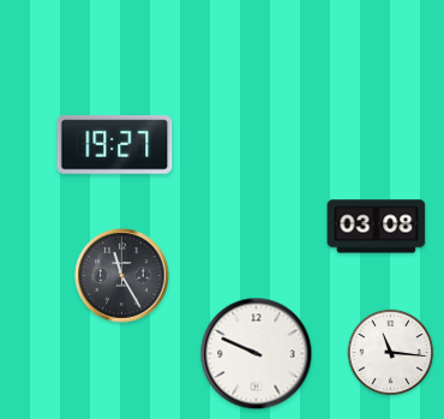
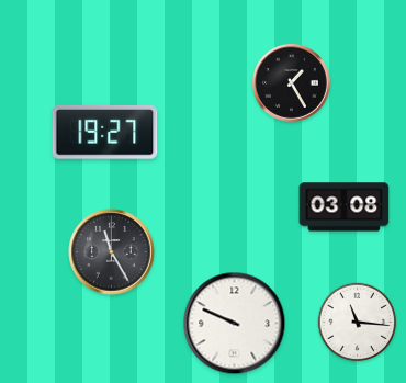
clock at (291, 82): none -> 1:25
